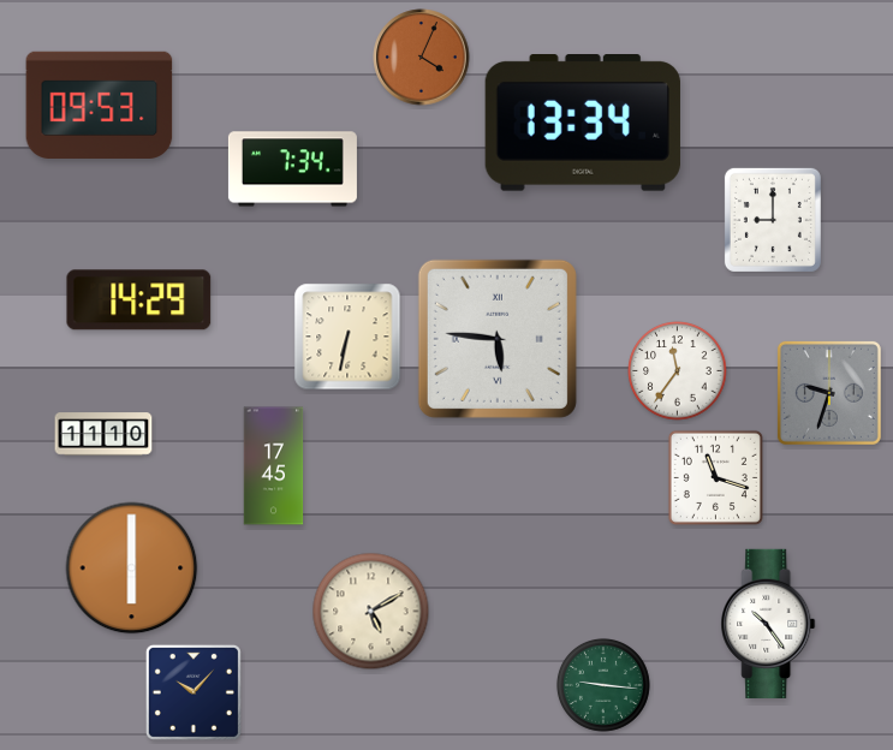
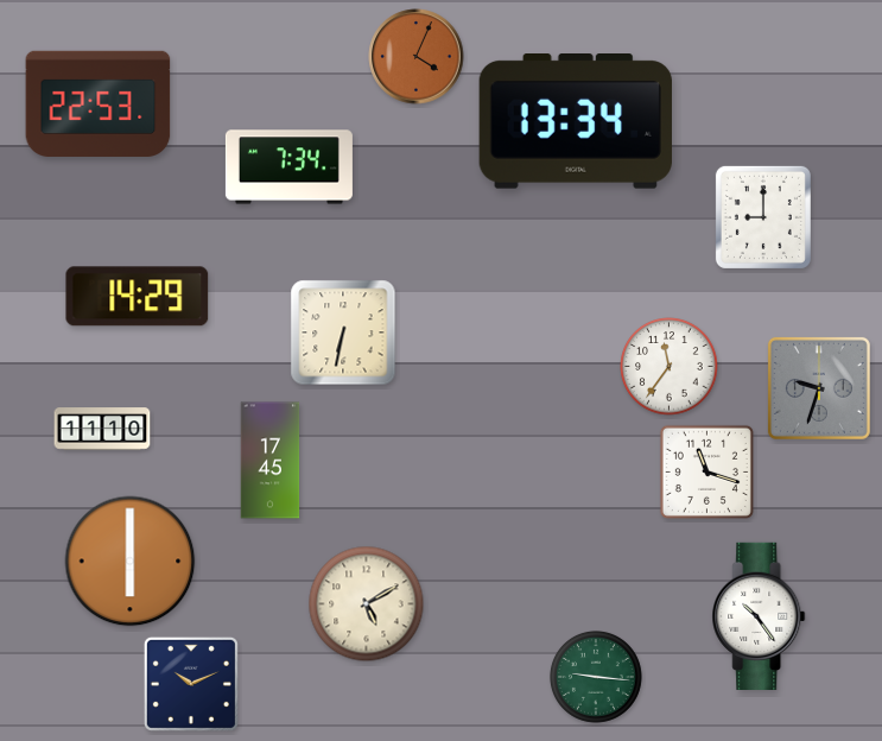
clock at (100, 105): 09:53 -> 22:53
clock at (498, 339): 5:46 -> none
clock at (194, 692): 10:07 -> 10:11
